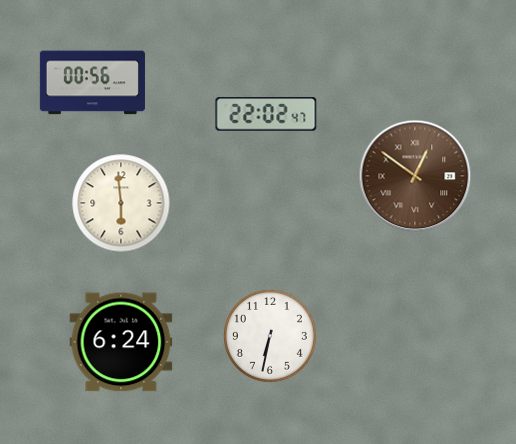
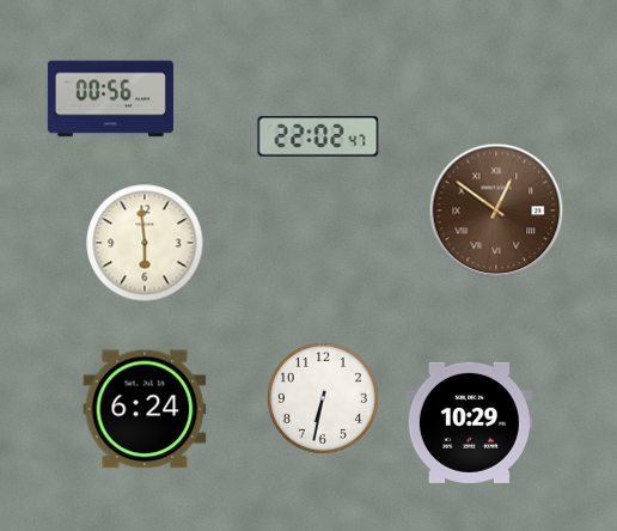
clock at (270, 336) position: (270, 336) -> (323, 398)
clock at (469, 422): none -> 10:29
